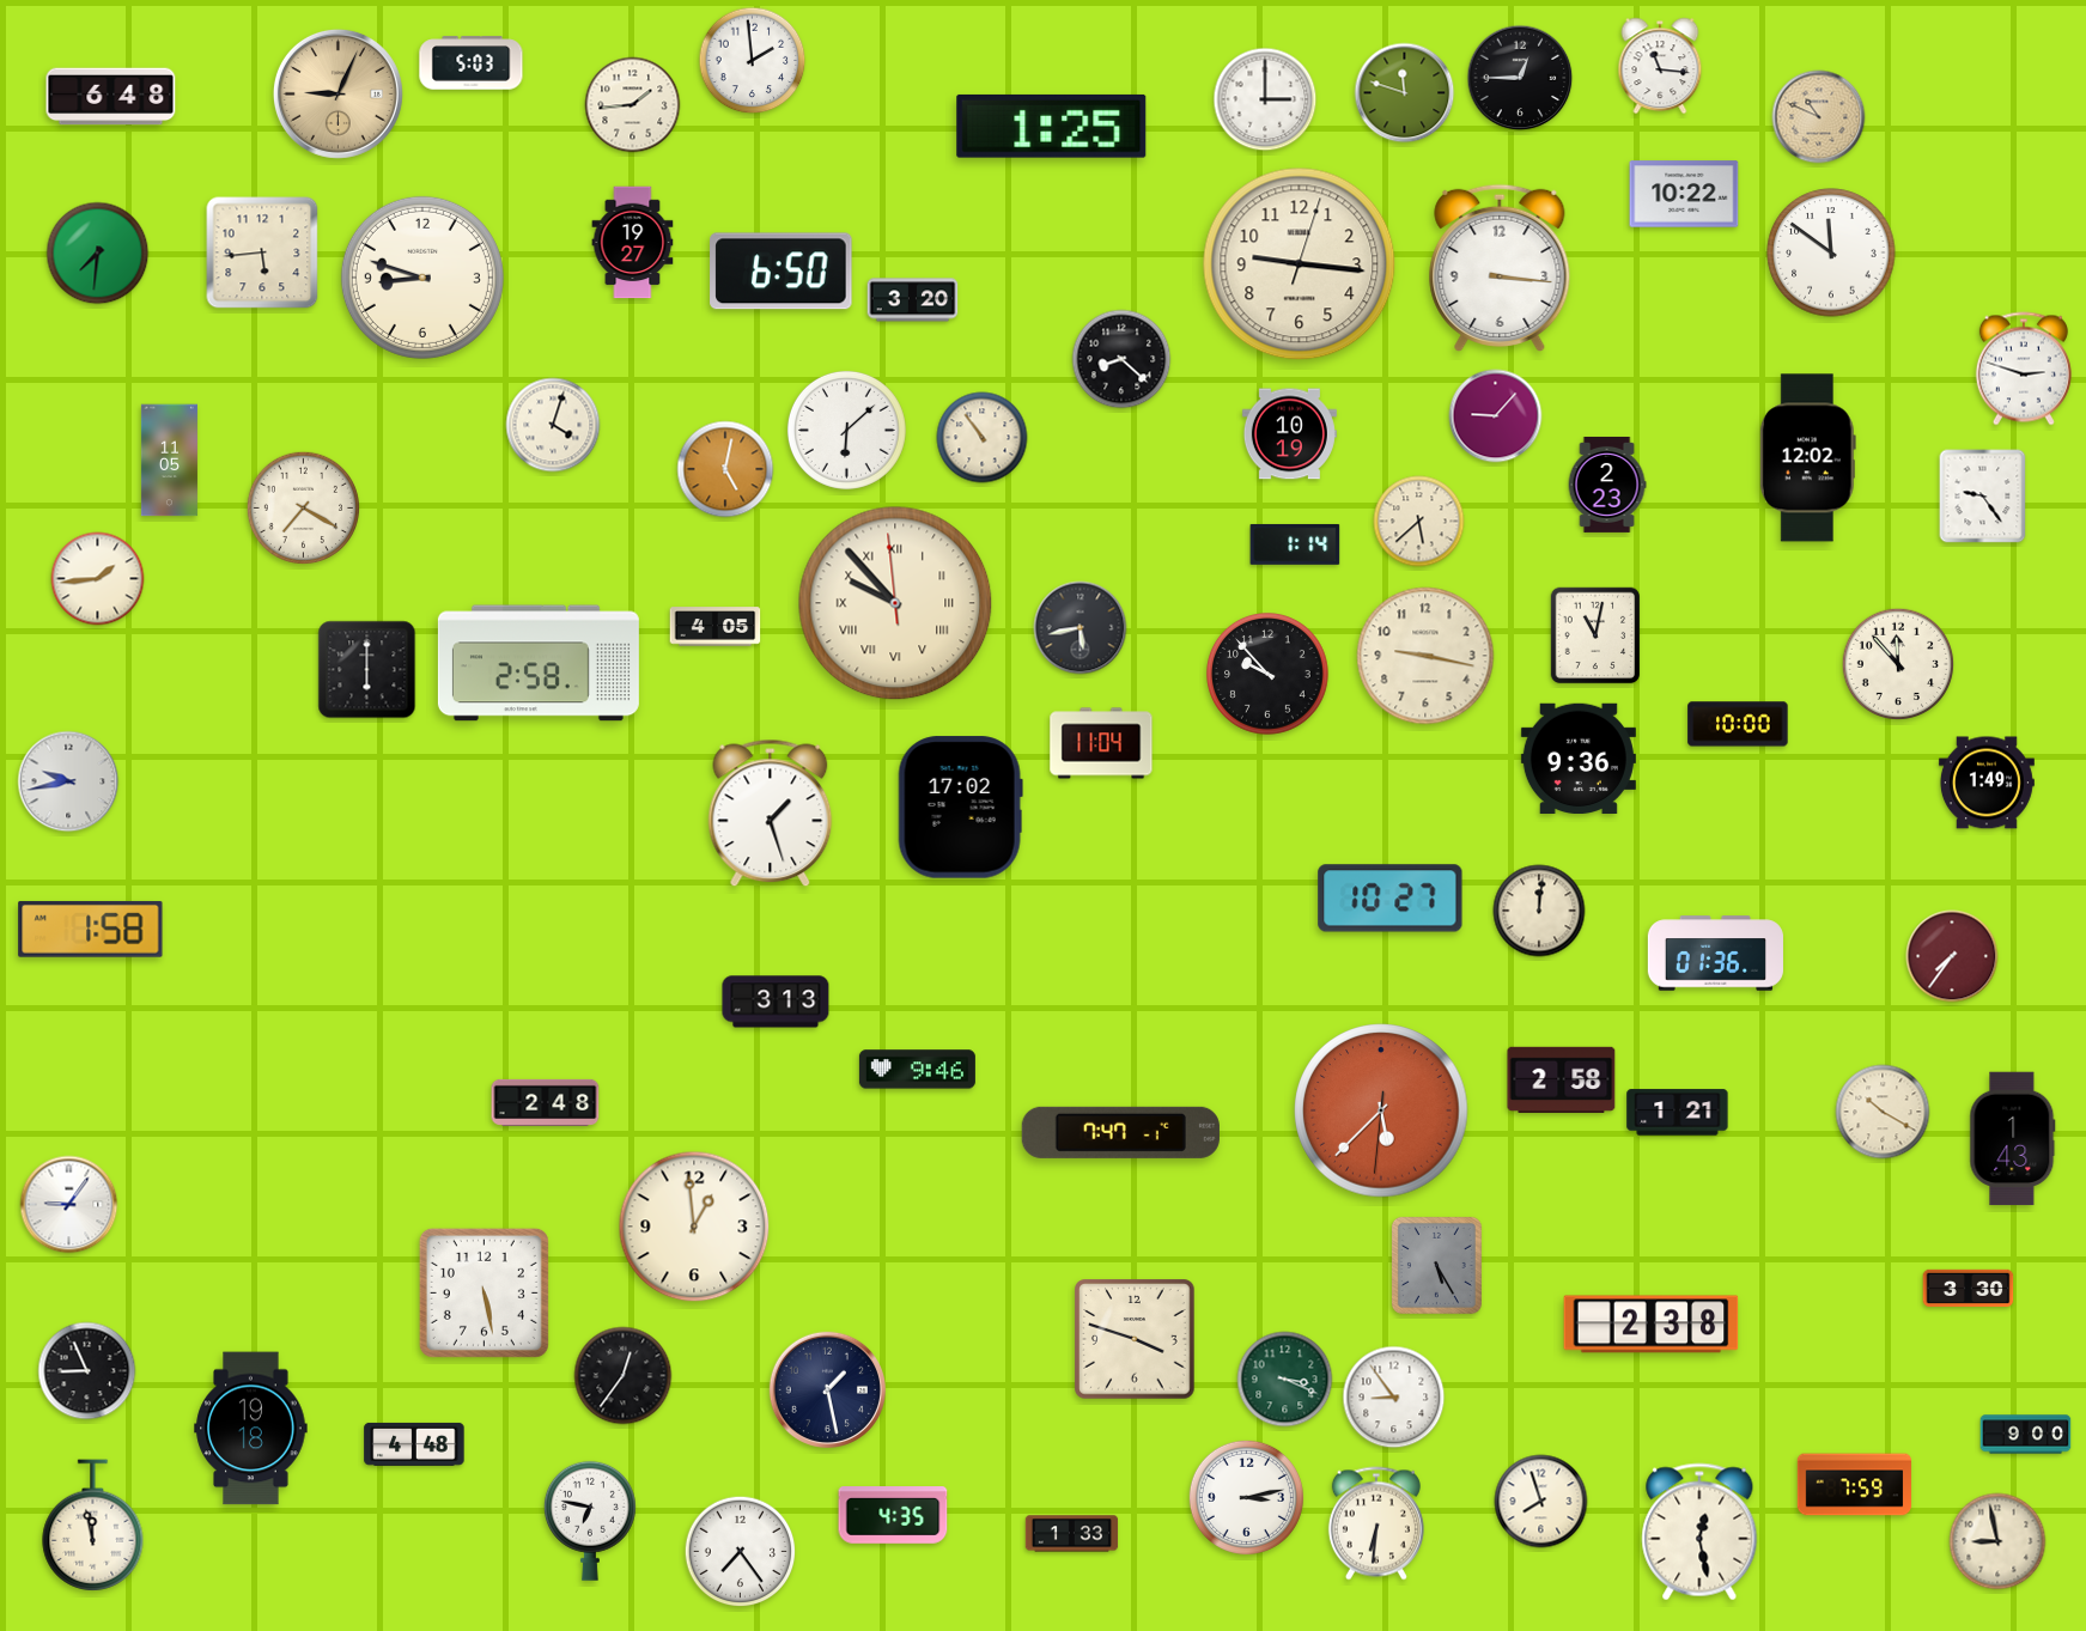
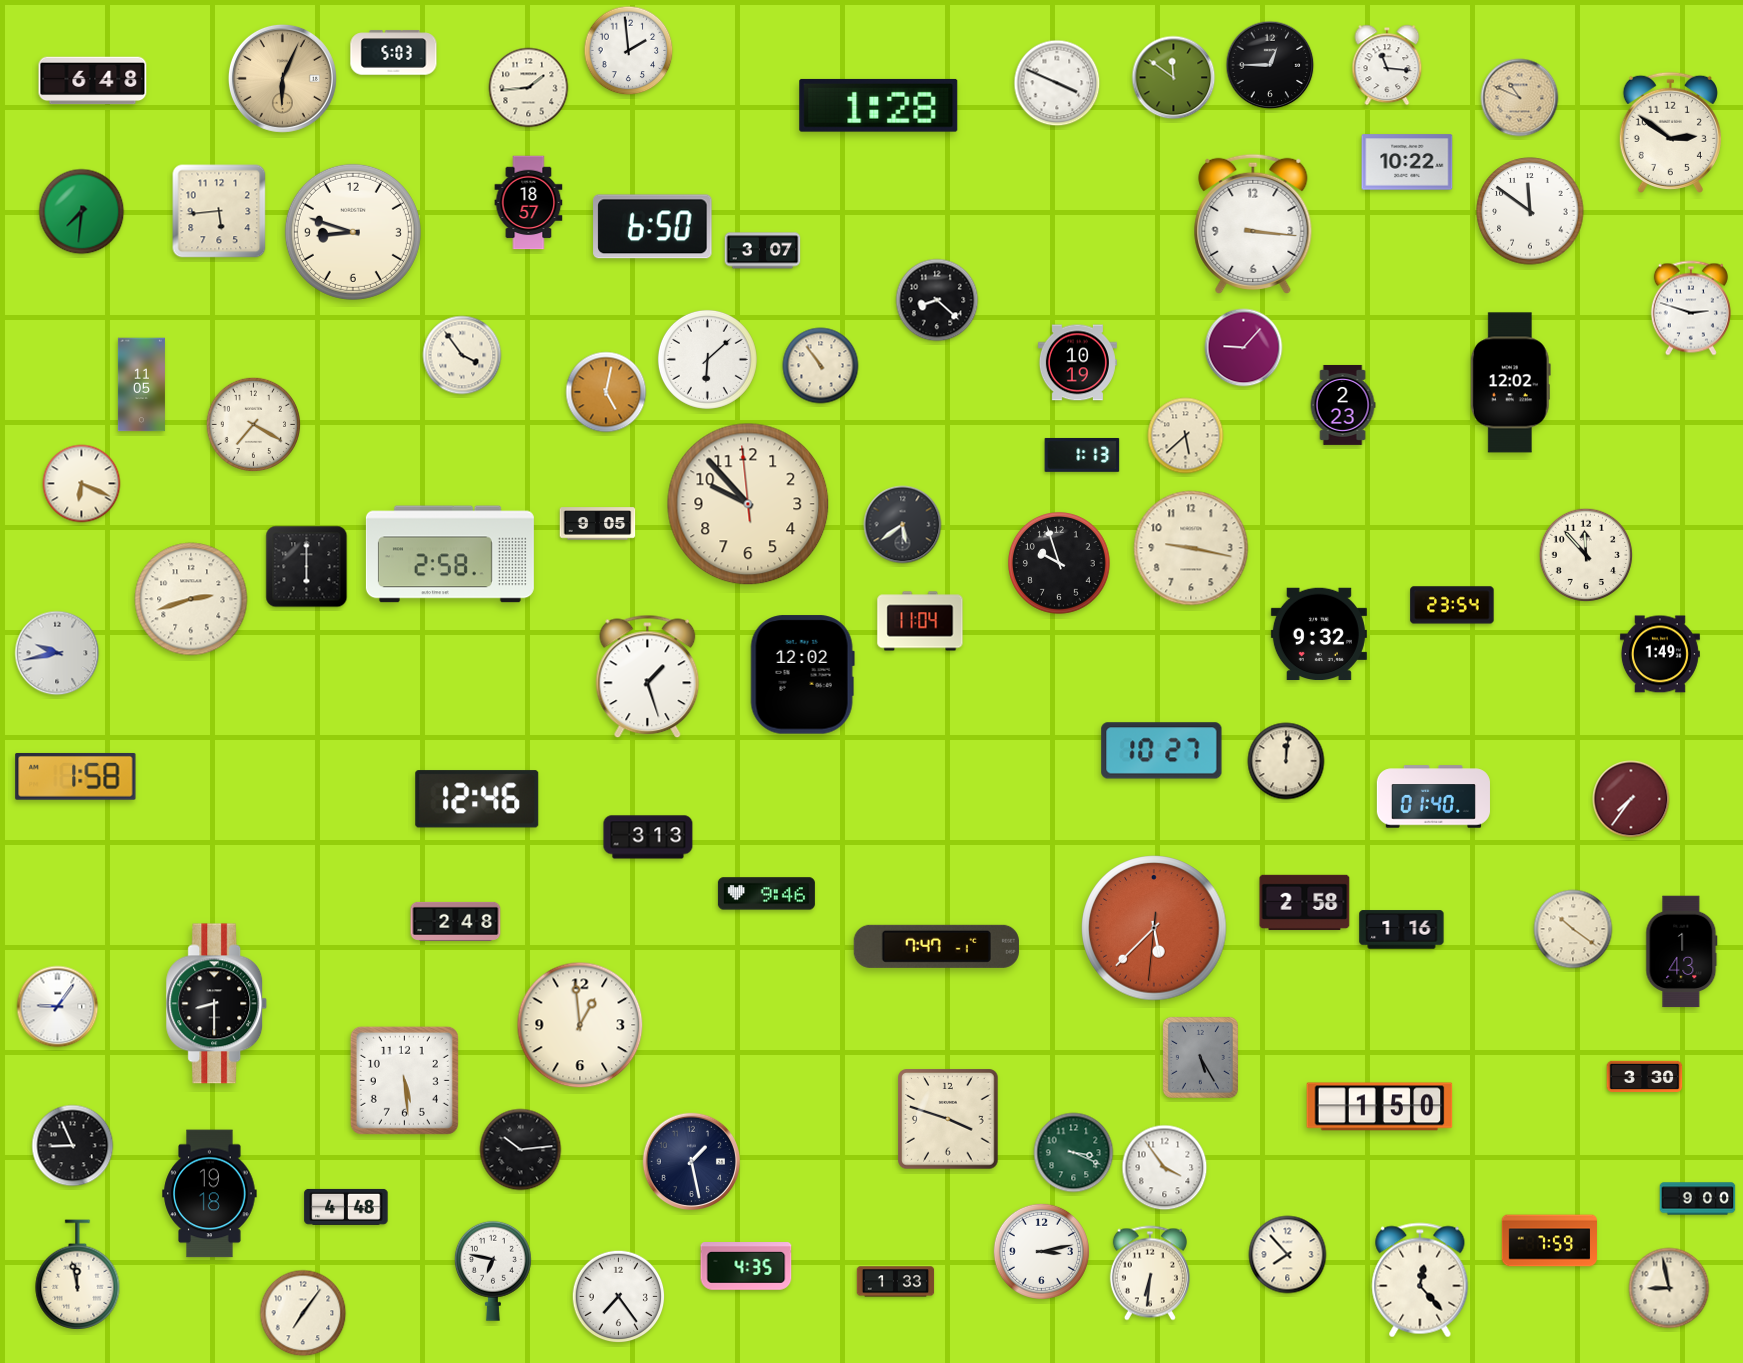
clock at (1660, 66) position: (1660, 66) -> (1387, 65)
clock at (337, 93): 9:04 -> 6:04
clock at (1405, 93): 11:48 -> 11:51
clock at (1265, 99): 3:00 -> 3:49
clock at (1052, 126): 1:25 -> 1:28
clock at (1670, 132): none -> 2:51
clock at (633, 243): 19:27 -> 18:57
clock at (1300, 264): 9:16 -> none
clock at (913, 300): 3:20 -> 3:07
clock at (1496, 416) position: (1496, 416) -> (1244, 348)
clock at (553, 425): 4:03 -> 3:54
clock at (1983, 497): 9:24 -> none
clock at (1295, 544): 1:14 -> 1:13
clock at (98, 579): 1:44 -> 6:19
clock at (895, 603) numerals: Roman -> Arabic
clock at (716, 627): 4:05 -> 9:05
clock at (1081, 628): 5:43 -> 5:39
clock at (1595, 635): 11:02 -> none
clock at (367, 670) position: (367, 670) -> (307, 567)
clock at (1269, 675): 9:53 -> 9:57
clock at (191, 599): none -> 2:42
clock at (1738, 724): 10:00 -> 23:54
clock at (1579, 757): 9:36 -> 9:32
clock at (960, 808): 17:02 -> 12:02
clock at (771, 814) position: (771, 814) -> (648, 677)
clock at (1715, 954): 01:36 -> 01:40
clock at (477, 799): none -> 12:46
clock at (1883, 1112): 10:20 -> 10:21
clock at (1678, 1113): 1:21 -> 1:16
clock at (217, 1004): none -> 8:30
clock at (484, 1292): 5:28 -> 5:29
clock at (1652, 1325): 2:38 -> 1:50
clock at (624, 1376): 12:36 -> 10:14
clock at (1394, 1398): 8:54 -> 3:54
clock at (2026, 1435) position: (2026, 1435) -> (1698, 1199)
clock at (1541, 1502): 7:57 -> 7:53
clock at (1699, 1532): 12:28 -> 12:23
clock at (303, 1313): none -> 7:06
